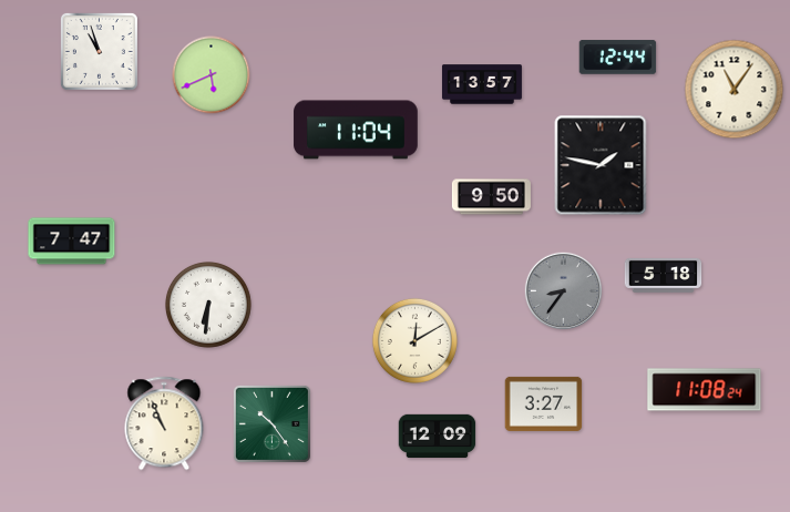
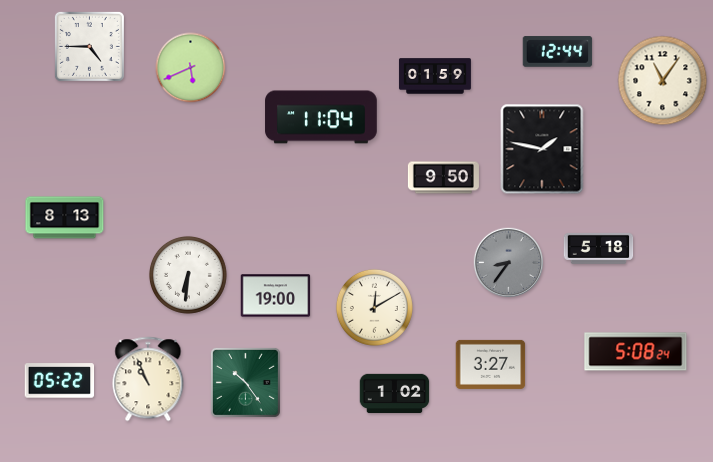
clock at (99, 51): 10:57 -> 4:45
clock at (482, 84): 13:57 -> 01:59
clock at (72, 242): 7:47 -> 8:13
clock at (276, 296): none -> 19:00
clock at (705, 390): 11:08 -> 5:08
clock at (60, 381): none -> 05:22
clock at (164, 423) position: (164, 423) -> (148, 379)
clock at (438, 437): 12:09 -> 1:02
